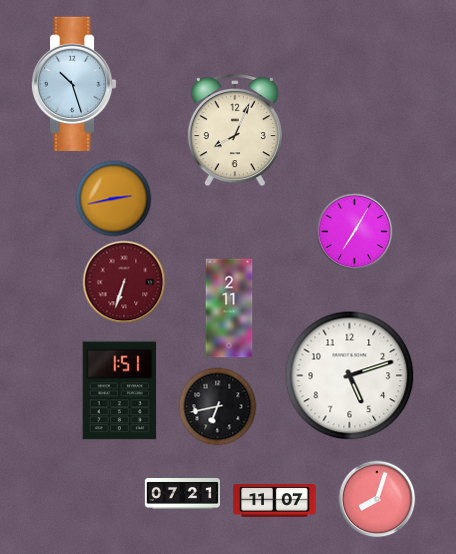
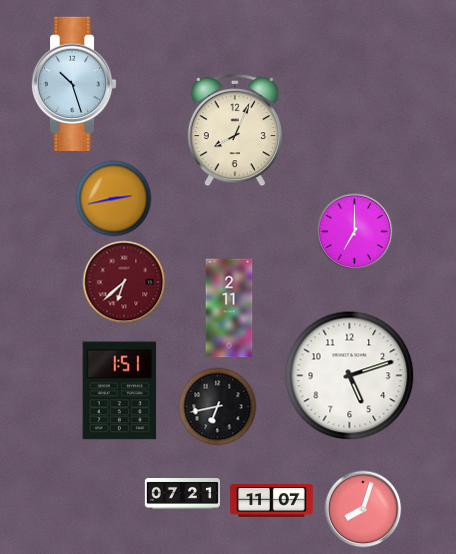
clock at (355, 232): 7:05 -> 7:00
clock at (124, 282): 6:33 -> 6:38
clock at (377, 499) position: (377, 499) -> (363, 509)
clock at (275, 501) position: (275, 501) -> (272, 501)
